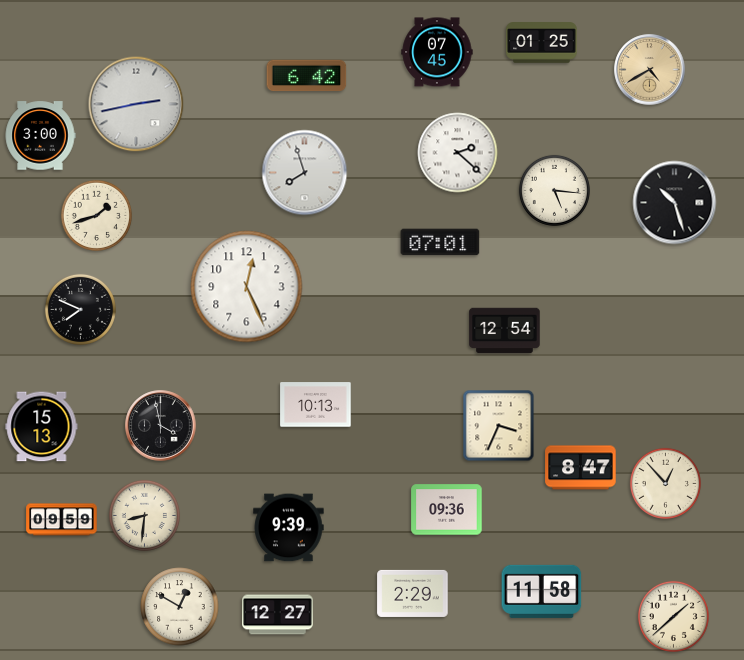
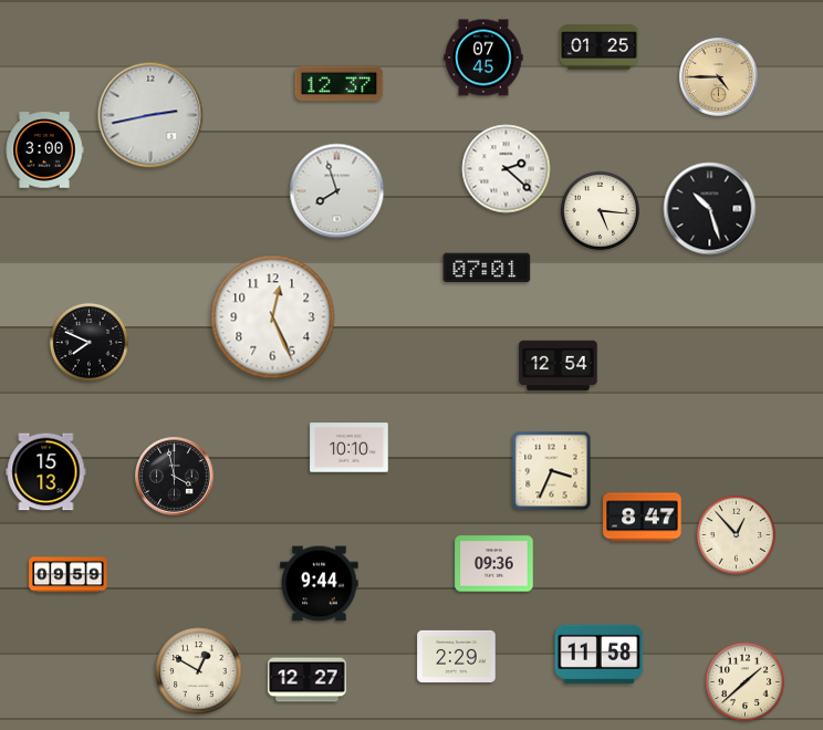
clock at (650, 70): 4:40 -> 4:45
clock at (307, 76): 6:42 -> 12:37
clock at (554, 190) position: (554, 190) -> (600, 210)
clock at (675, 203) position: (675, 203) -> (710, 209)
clock at (96, 215): 1:42 -> none
clock at (316, 405): 10:13 -> 10:10
clock at (161, 426) position: (161, 426) -> (175, 477)
clock at (144, 515): 8:31 -> none
clock at (289, 528): 9:39 -> 9:44
